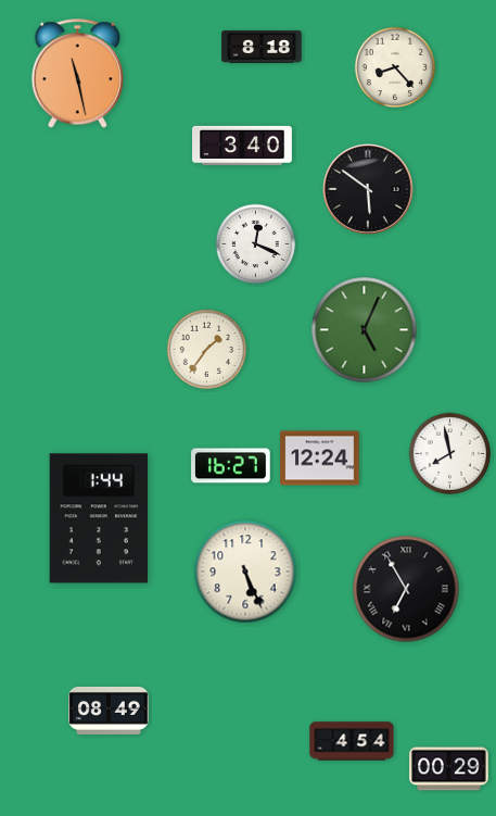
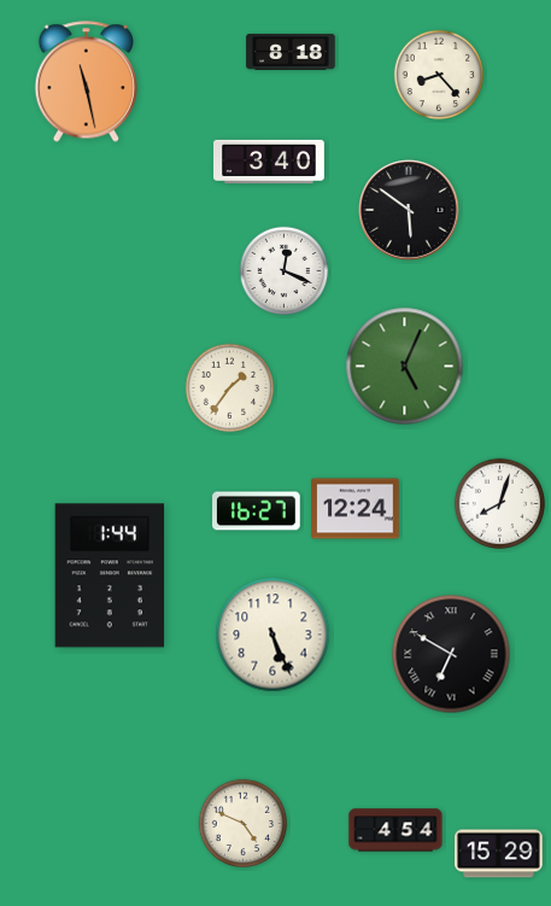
clock at (450, 454): 7:58 -> 8:03
clock at (231, 466) position: (231, 466) -> (257, 512)
clock at (406, 589): 6:55 -> 6:50
clock at (109, 711): 08:49 -> none
clock at (352, 741) position: (352, 741) -> (395, 830)
clock at (244, 824): none -> 4:49
clock at (449, 769): 00:29 -> 15:29
